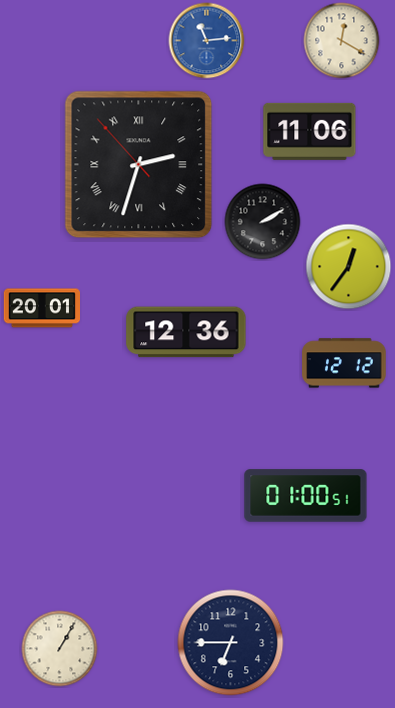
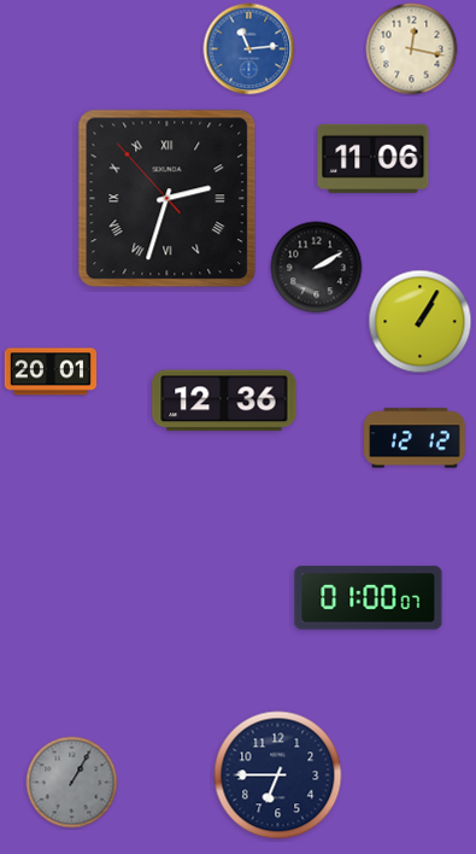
clock at (342, 41): 12:20 -> 12:17
clock at (349, 267): 12:36 -> 1:05
clock at (306, 496): 01:00:51 -> 01:00:07
clock at (60, 649) dial: cream -> grey
